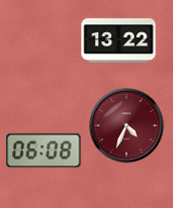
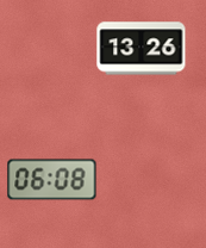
clock at (119, 41): 13:22 -> 13:26
clock at (127, 126): 4:34 -> none
